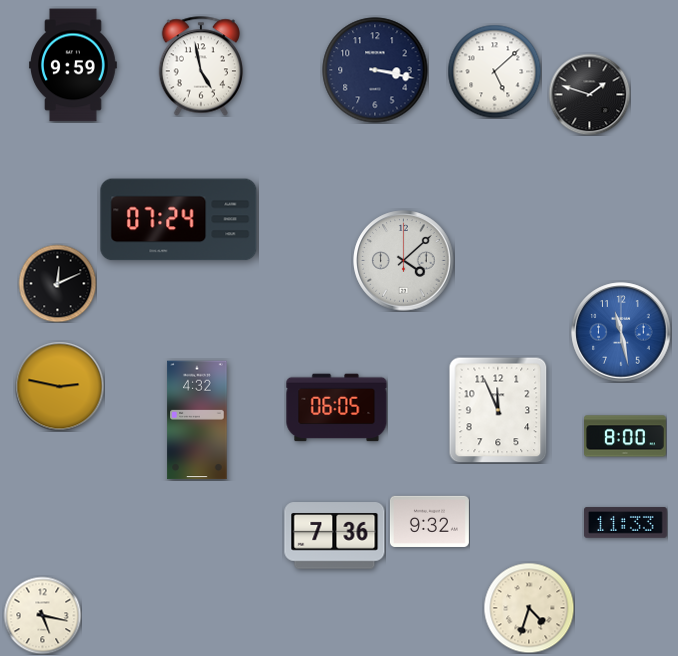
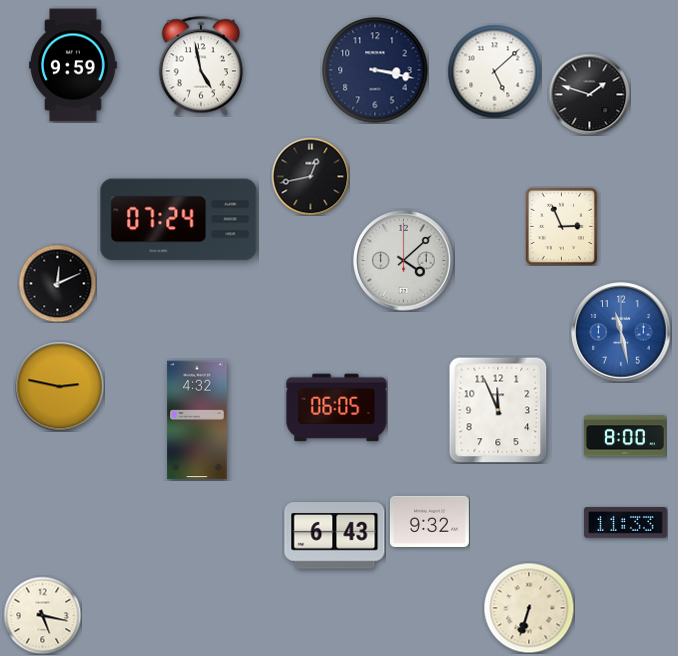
clock at (310, 176): none -> 12:43
clock at (561, 226): none -> 2:56
clock at (335, 536): 7:36 -> 6:43
clock at (529, 608): 4:33 -> 6:33
